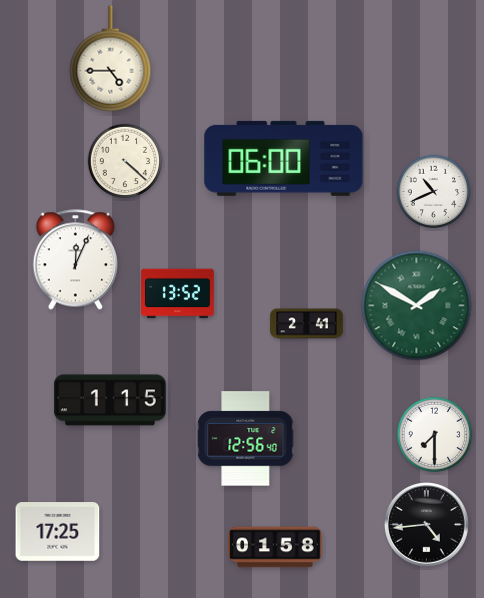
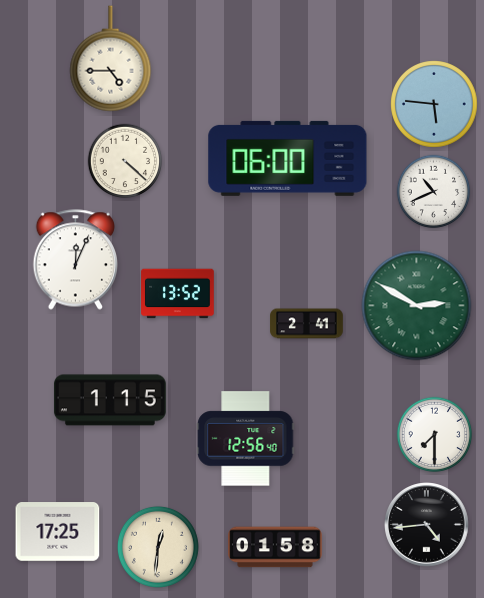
clock at (434, 104): none -> 5:46
clock at (284, 158) position: (284, 158) -> (288, 158)
clock at (417, 306): 1:50 -> 2:50
clock at (158, 547): none -> 12:31
